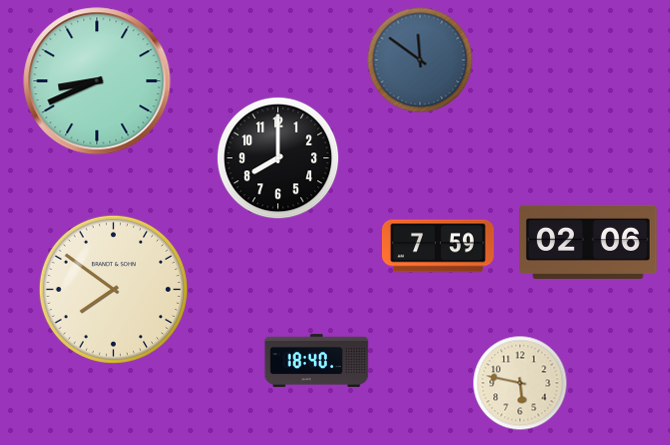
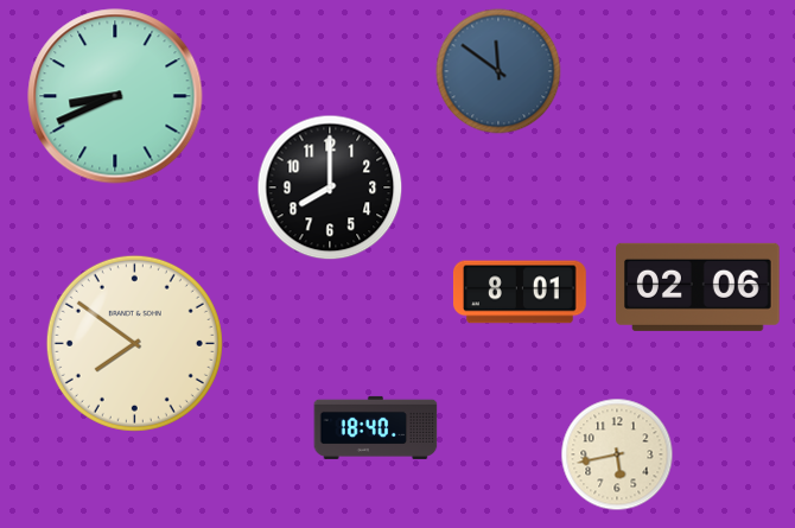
clock at (438, 246): 7:59 -> 8:01
clock at (520, 383): 5:47 -> 5:43
